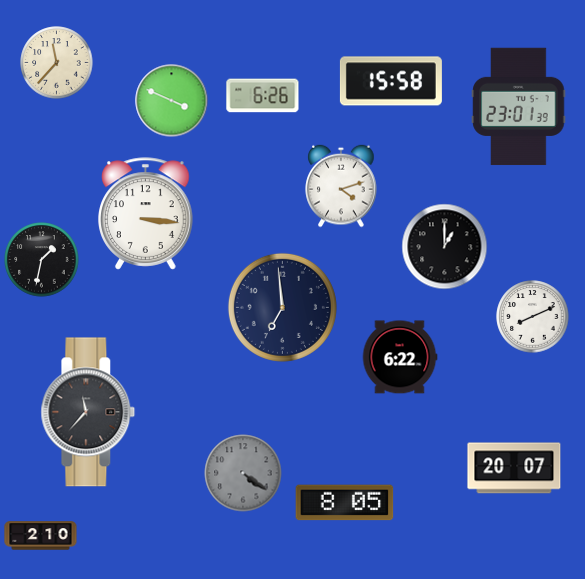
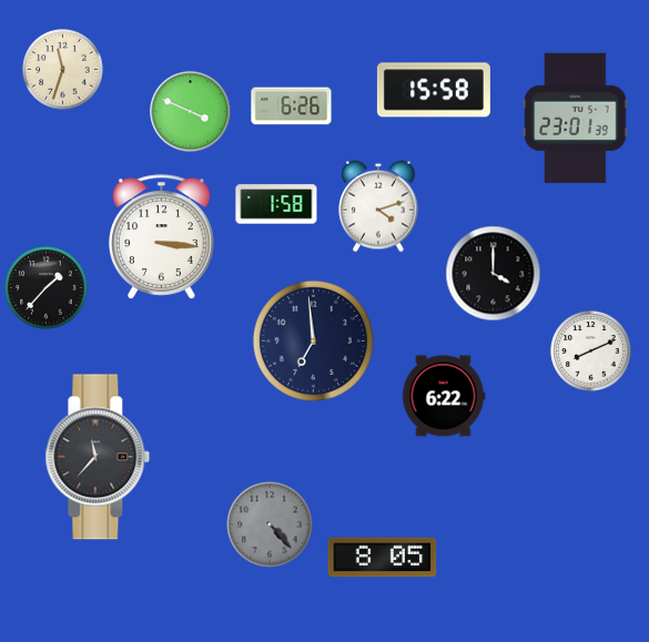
clock at (57, 63): 11:37 -> 11:33
clock at (276, 204): none -> 1:58
clock at (445, 247): 1:00 -> 4:00
clock at (42, 260): 1:32 -> 1:37
clock at (514, 468): 20:07 -> none
clock at (243, 473): 4:21 -> 4:23
clock at (41, 536): 2:10 -> none
